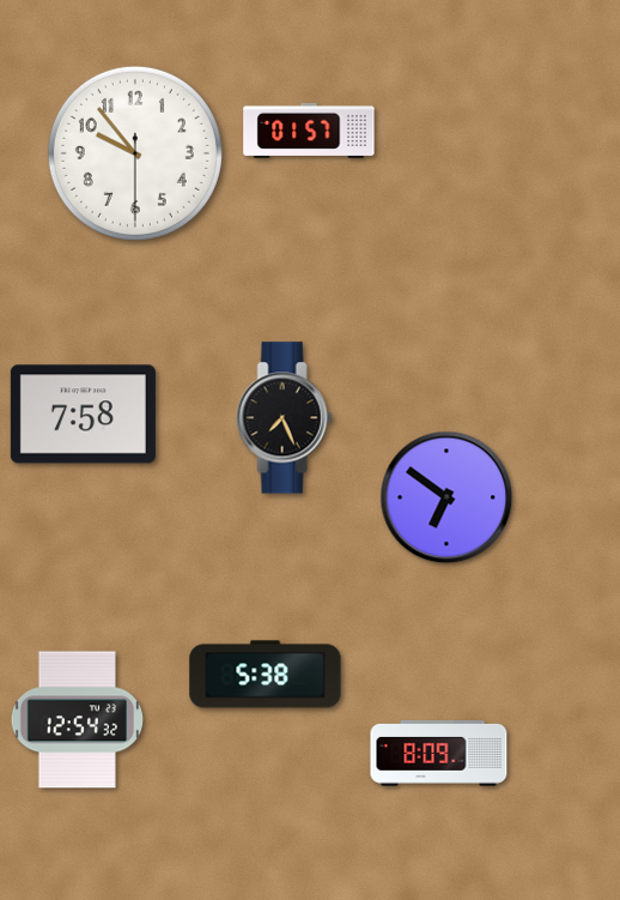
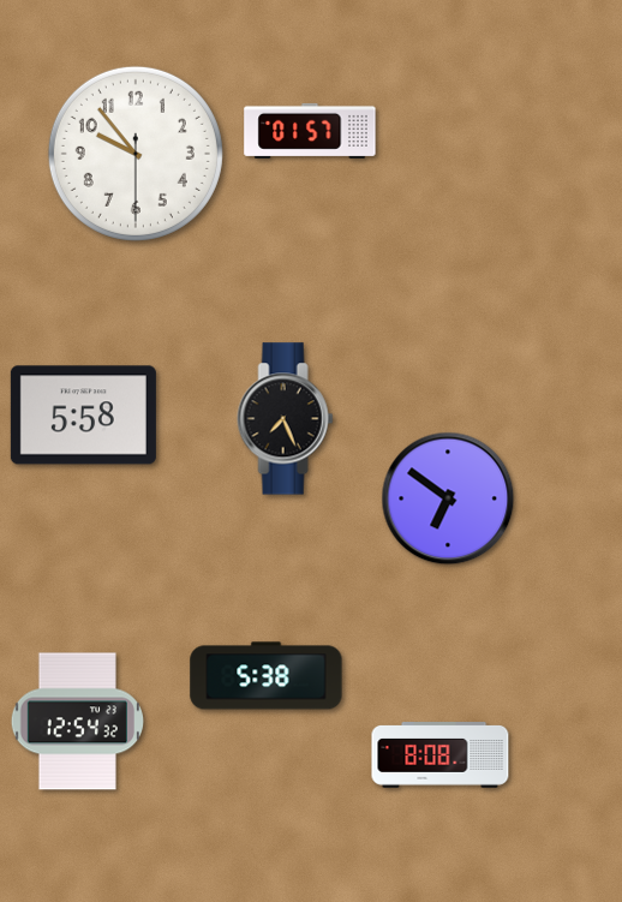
clock at (83, 415): 7:58 -> 5:58
clock at (439, 754): 8:09 -> 8:08
